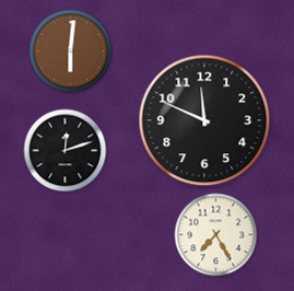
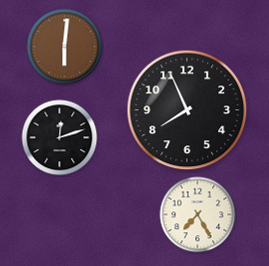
clock at (204, 120): 11:49 -> 7:56
